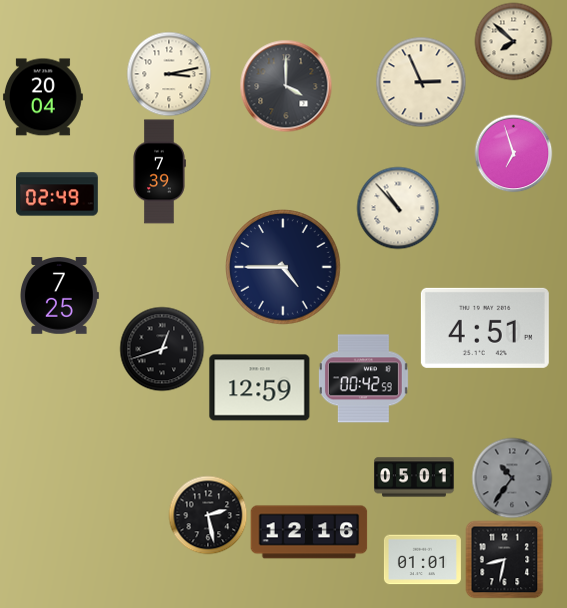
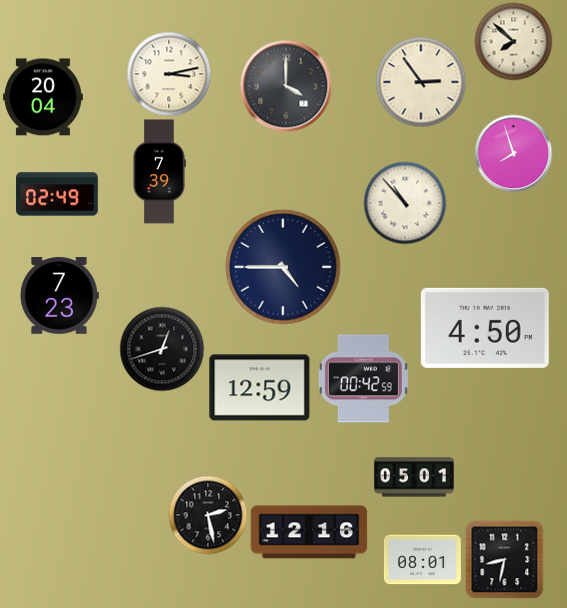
clock at (421, 82): 2:56 -> 2:54
clock at (513, 153): 6:57 -> 7:57
clock at (398, 208) position: (398, 208) -> (405, 203)
clock at (60, 296): 7:25 -> 7:23
clock at (485, 328): 4:51 -> 4:50
clock at (512, 478): 10:36 -> none
clock at (422, 560): 01:01 -> 08:01
